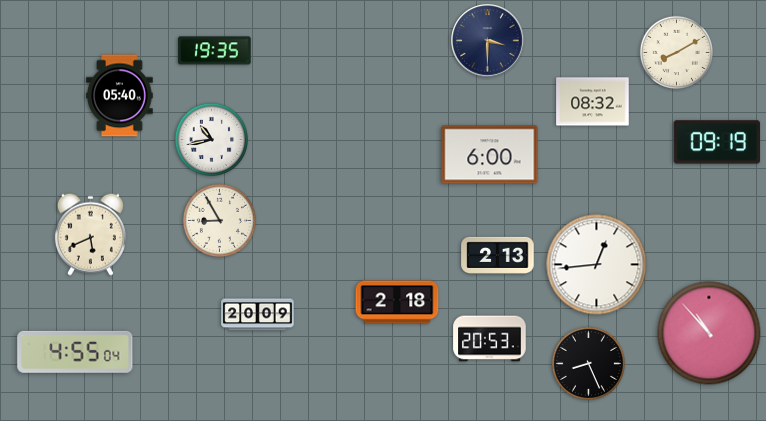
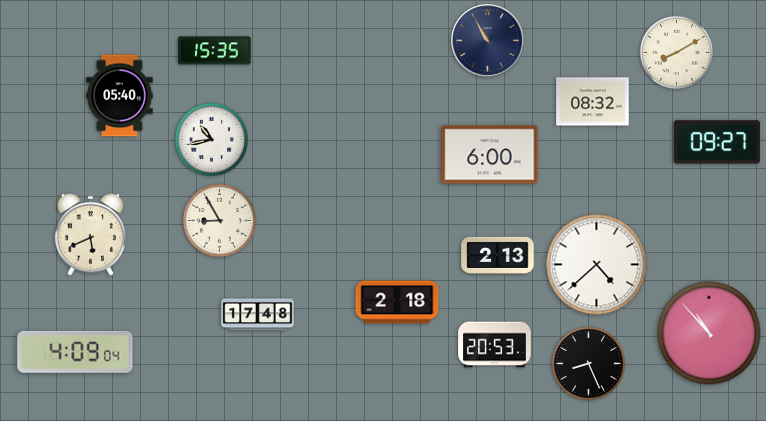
clock at (488, 41): 3:30 -> 10:55
clock at (215, 51): 19:35 -> 15:35
clock at (717, 142): 09:19 -> 09:27
clock at (597, 265): 12:44 -> 4:38
clock at (258, 315): 20:09 -> 17:48
clock at (490, 339) position: (490, 339) -> (495, 345)
clock at (75, 352): 4:55 -> 4:09
